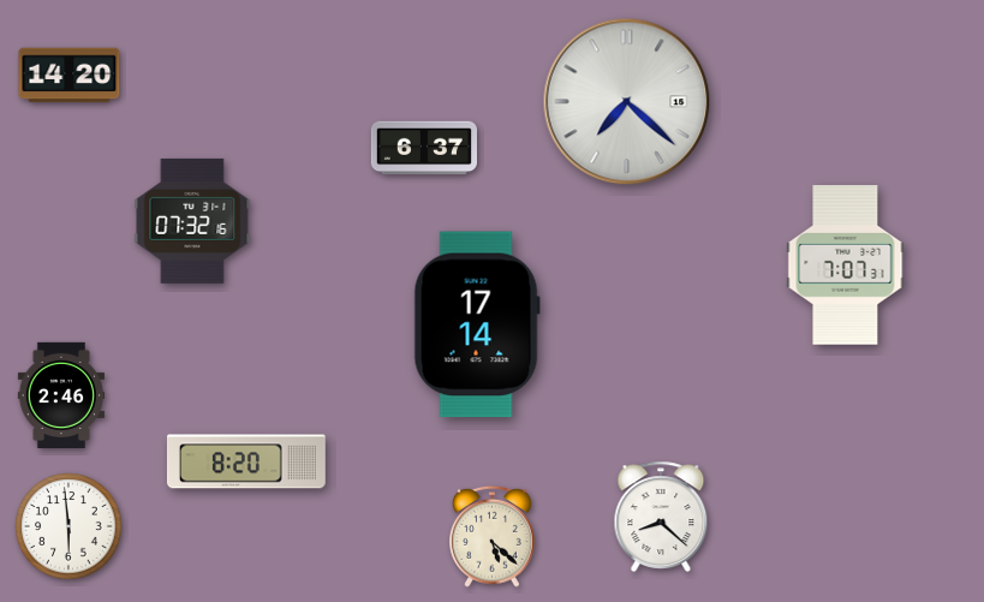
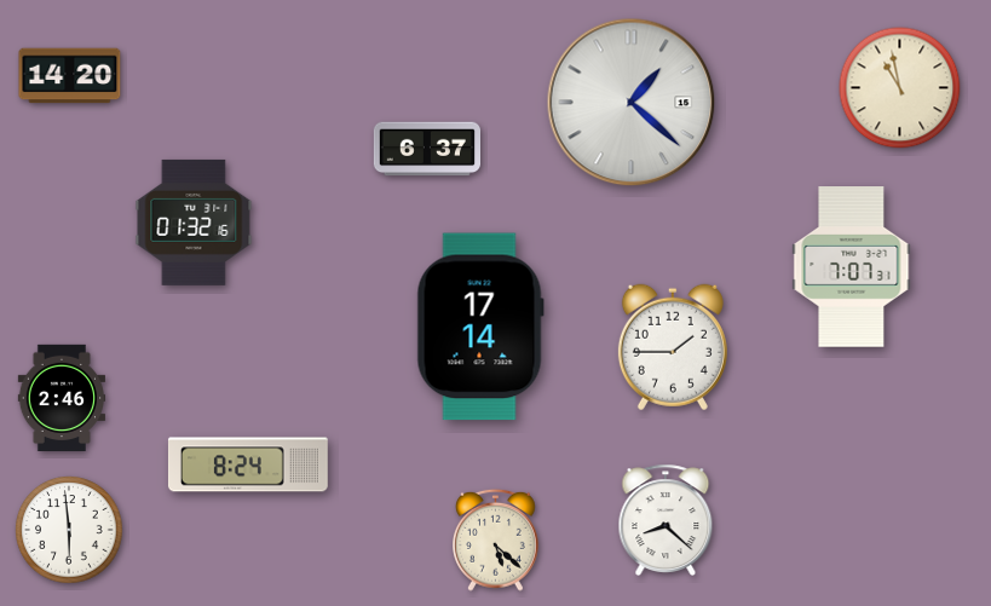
clock at (900, 88): none -> 10:58
clock at (627, 102): 7:22 -> 1:22
clock at (192, 221): 07:32 -> 01:32
clock at (673, 347): none -> 1:45
clock at (246, 461): 8:20 -> 8:24
